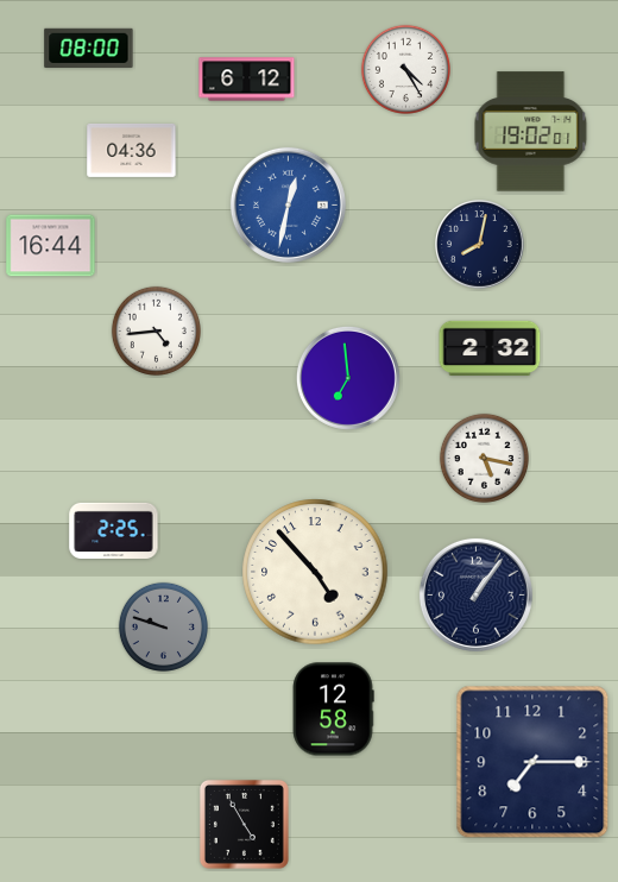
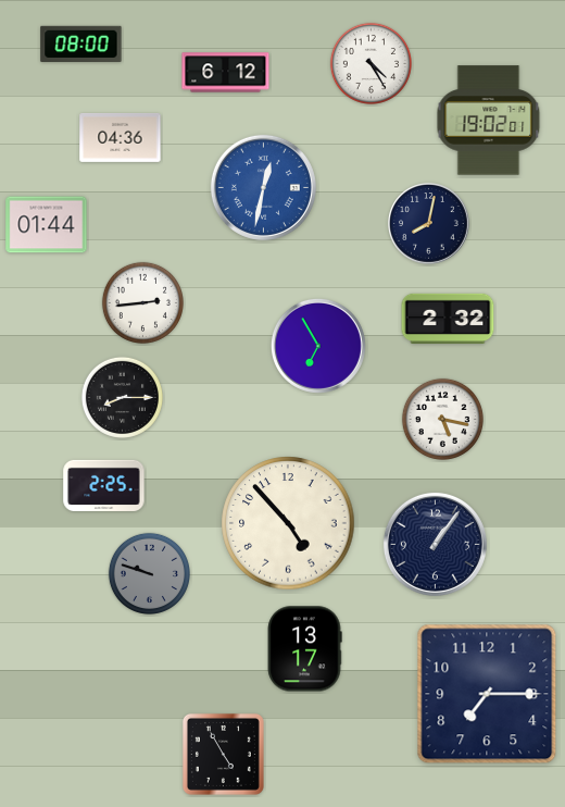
clock at (531, 132) position: (531, 132) -> (489, 121)
clock at (480, 245) position: (480, 245) -> (429, 224)
clock at (51, 246): 16:44 -> 01:44
clock at (156, 330): 4:44 -> 2:44
clock at (348, 378): 6:59 -> 6:55
clock at (122, 397): none -> 8:15
clock at (333, 710): 12:58 -> 13:17
clock at (532, 762) position: (532, 762) -> (487, 694)
